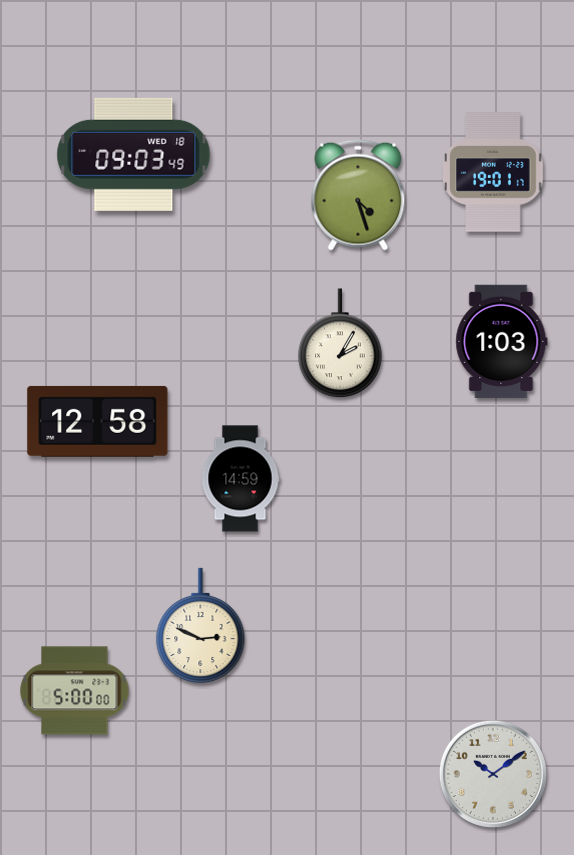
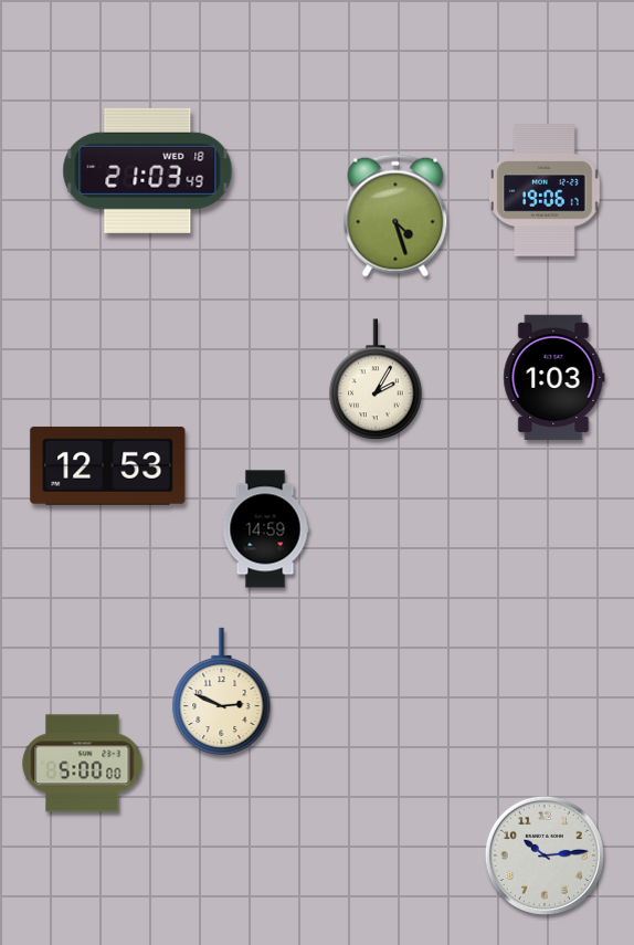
clock at (134, 154): 09:03 -> 21:03
clock at (493, 172): 19:01 -> 19:06
clock at (98, 421): 12:58 -> 12:53
clock at (493, 774): 10:09 -> 10:14
